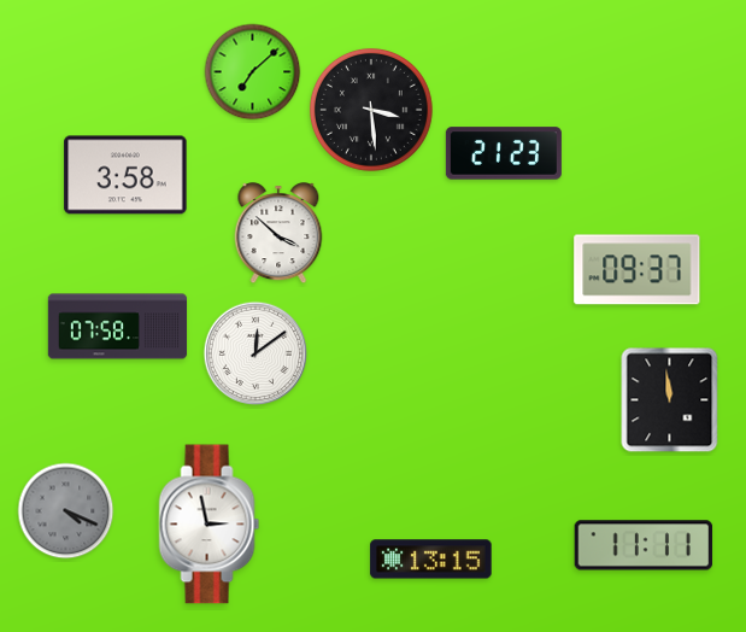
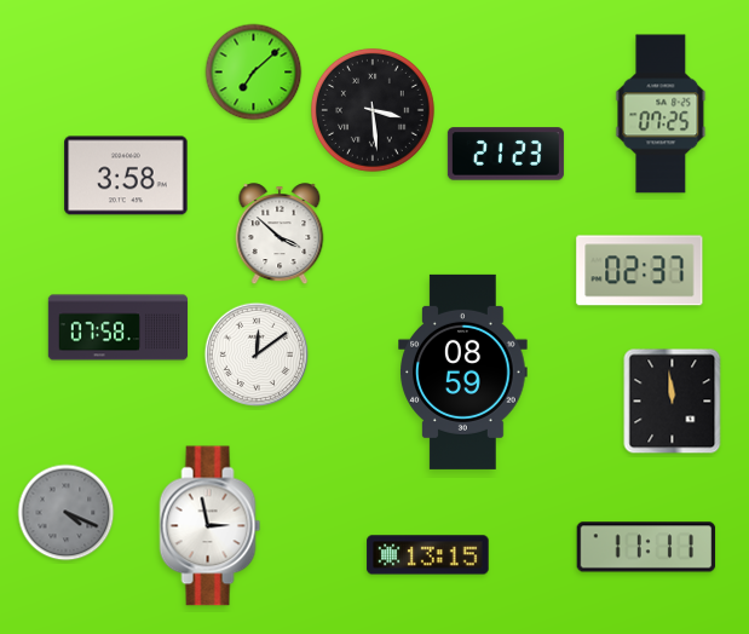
clock at (661, 114): none -> 07:25
clock at (638, 270): 09:37 -> 02:37
clock at (463, 371): none -> 08:59
clock at (431, 560) position: (431, 560) -> (428, 555)
